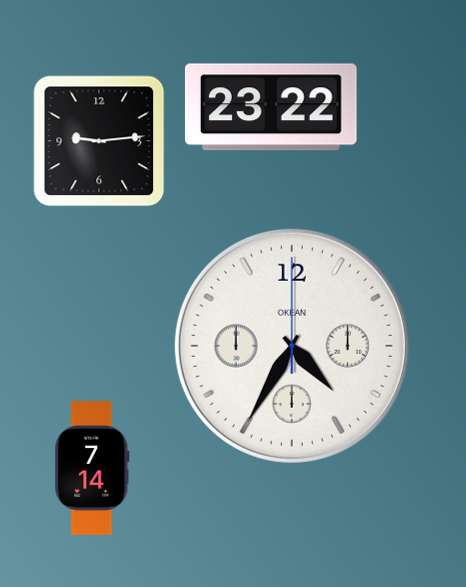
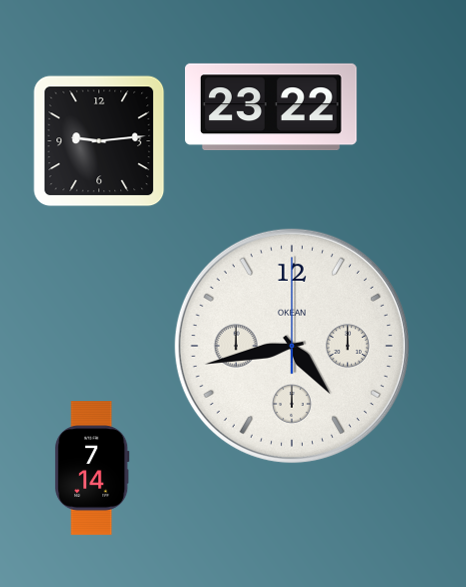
clock at (292, 346): 4:35 -> 4:43
